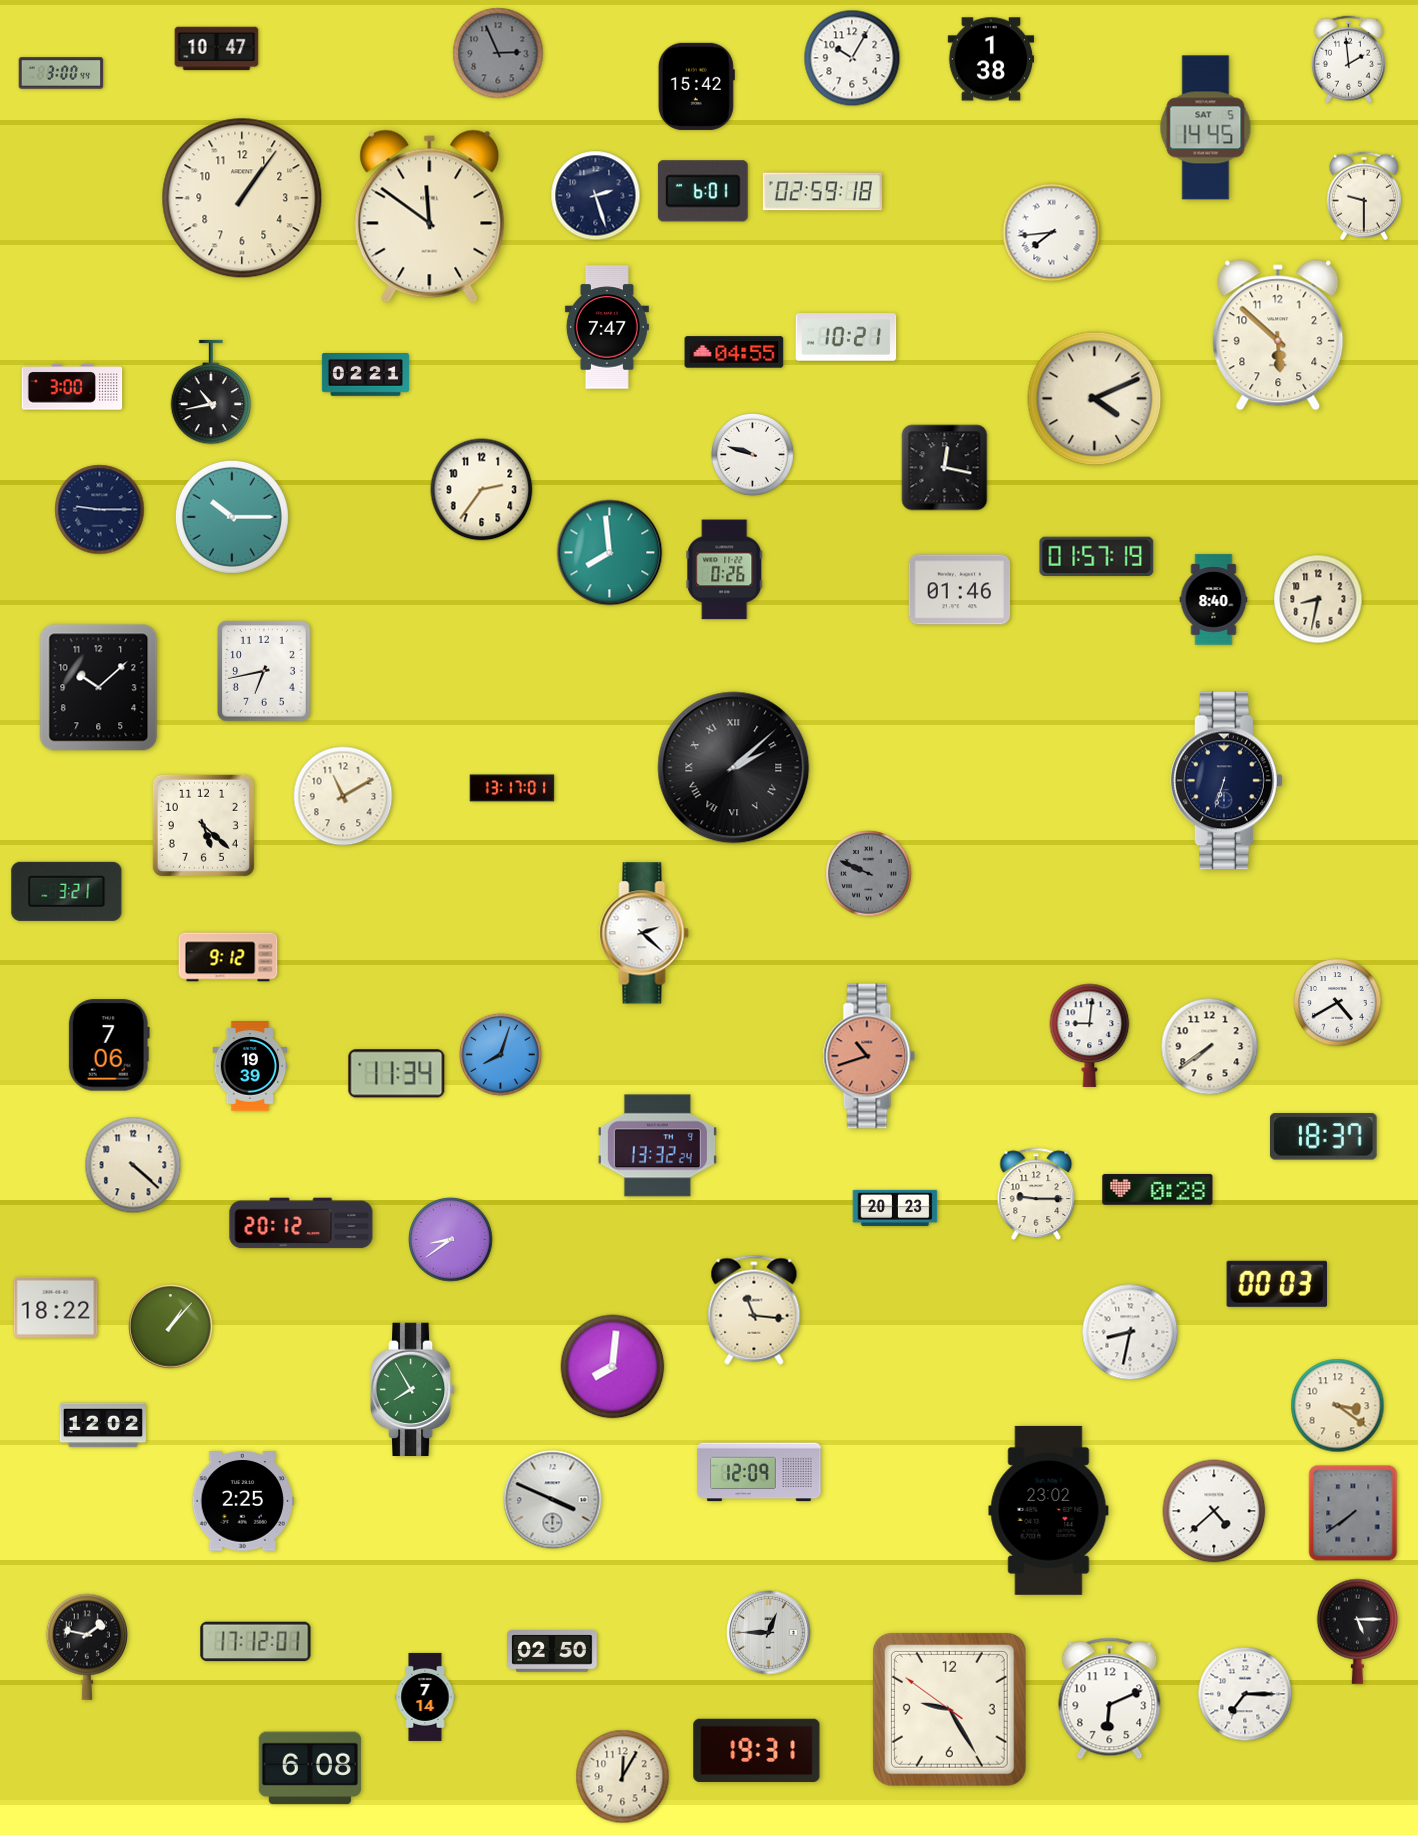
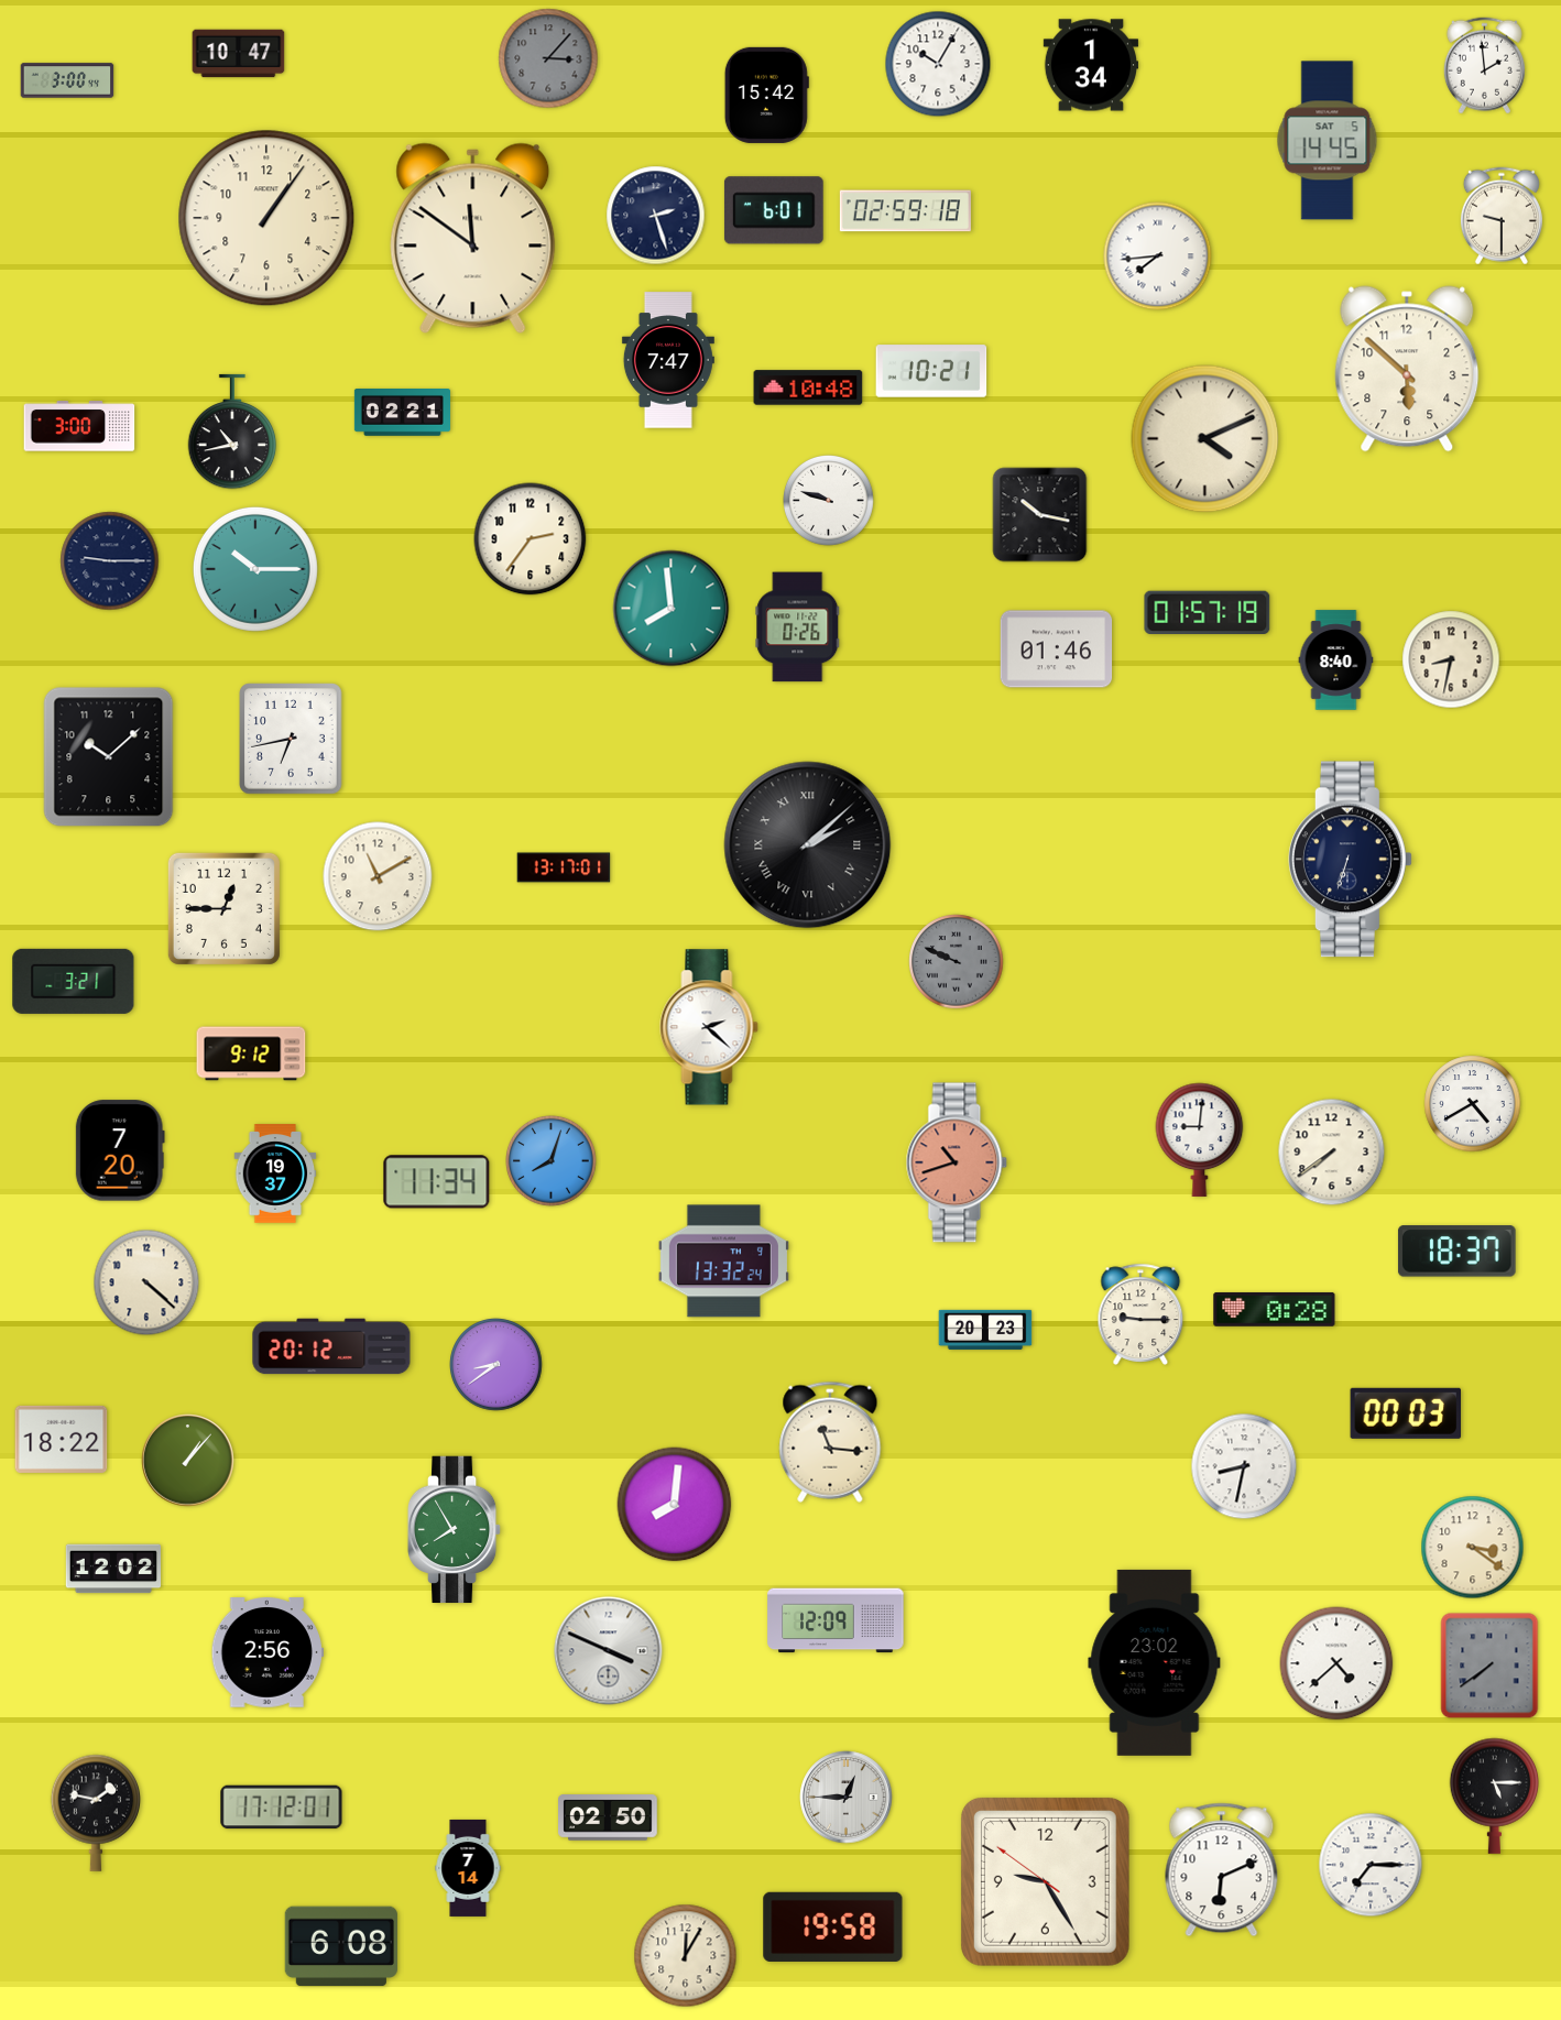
clock at (498, 53): 2:56 -> 3:07
clock at (990, 59): 1:38 -> 1:34
clock at (734, 352): 04:55 -> 10:48
clock at (945, 468): 12:17 -> 10:17
clock at (203, 825): 5:22 -> 12:45
clock at (109, 1045): 7:06 -> 7:20
clock at (250, 1066): 19:39 -> 19:37
clock at (242, 1501): 2:25 -> 2:56
clock at (757, 1750): 19:31 -> 19:58
